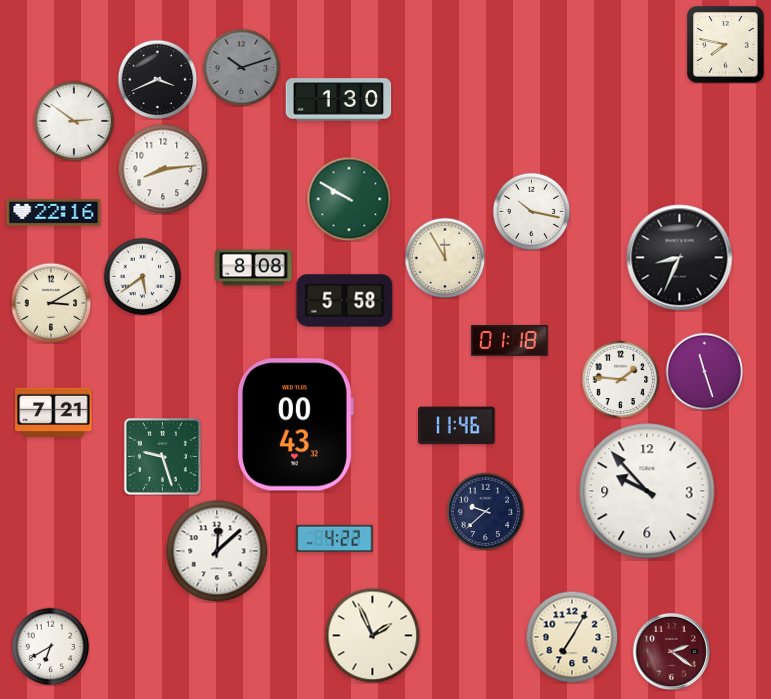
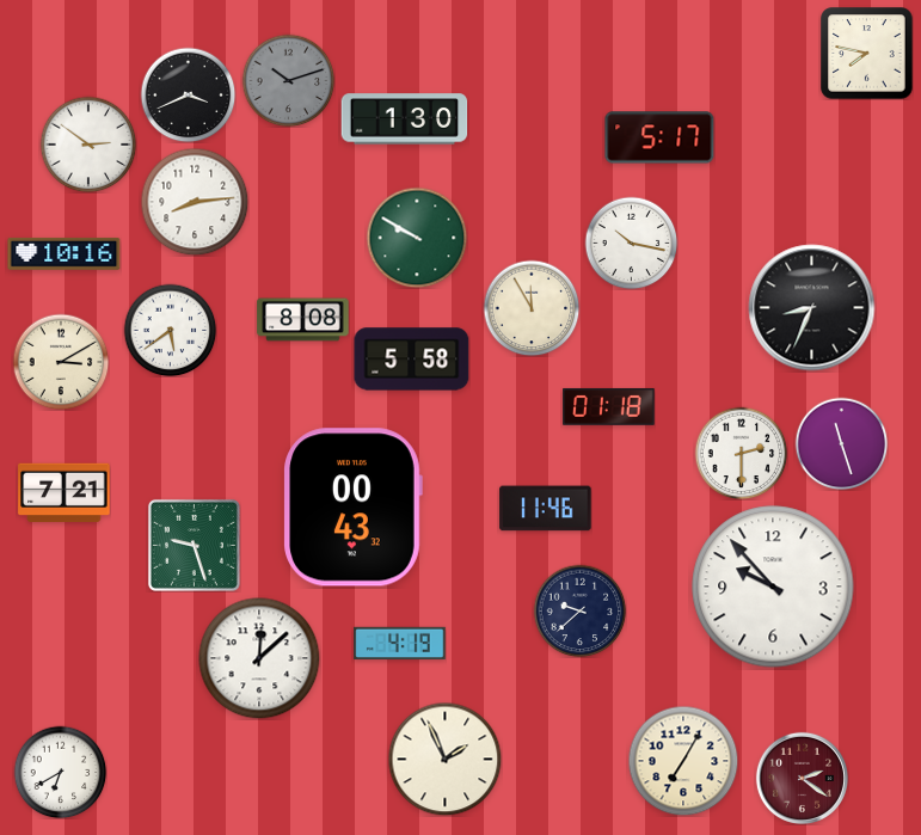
clock at (659, 137): none -> 5:17
clock at (531, 211) position: (531, 211) -> (631, 242)
clock at (54, 212): 22:16 -> 10:16
clock at (620, 379): 1:46 -> 2:30
clock at (335, 539): 4:22 -> 4:19
